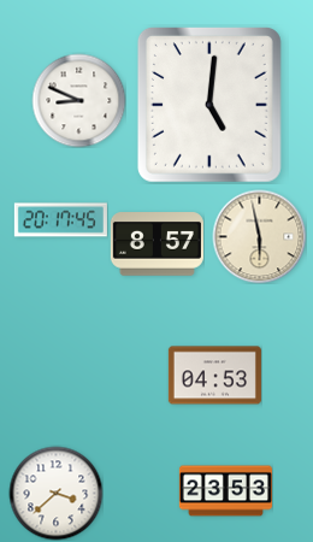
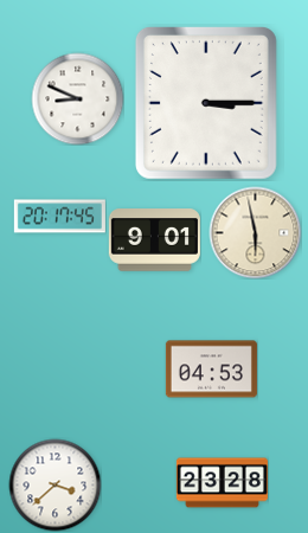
clock at (209, 105): 5:01 -> 3:15
clock at (156, 245): 8:57 -> 9:01
clock at (225, 491): 23:53 -> 23:28
